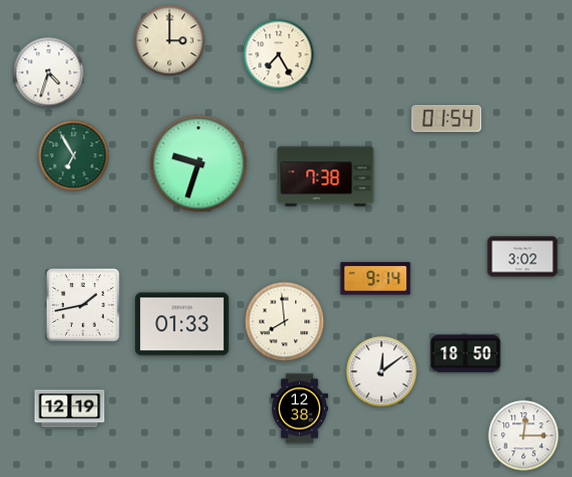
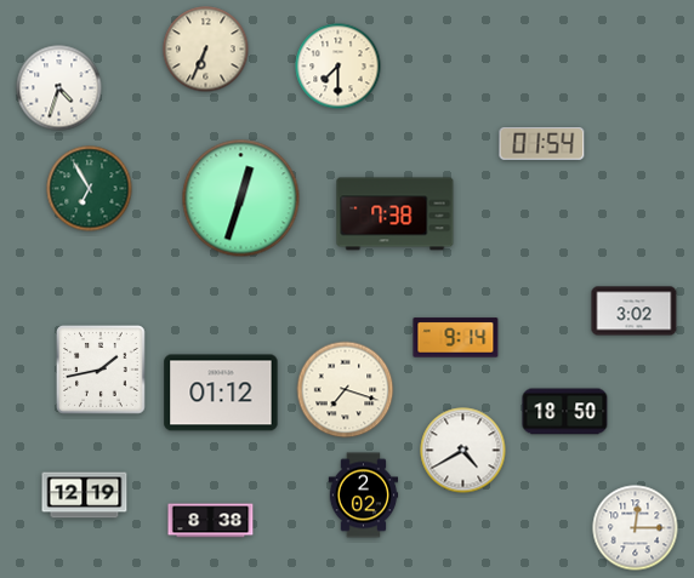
clock at (170, 41): 3:00 -> 6:34
clock at (279, 55): 7:25 -> 7:30
clock at (199, 164): 9:33 -> 12:33
clock at (285, 322): 7:59 -> 7:18
clock at (182, 324): 01:33 -> 01:12
clock at (466, 354) position: (466, 354) -> (565, 412)
clock at (382, 372): 12:09 -> 4:40
clock at (300, 409): 12:38 -> 2:02
clock at (211, 521): none -> 8:38
